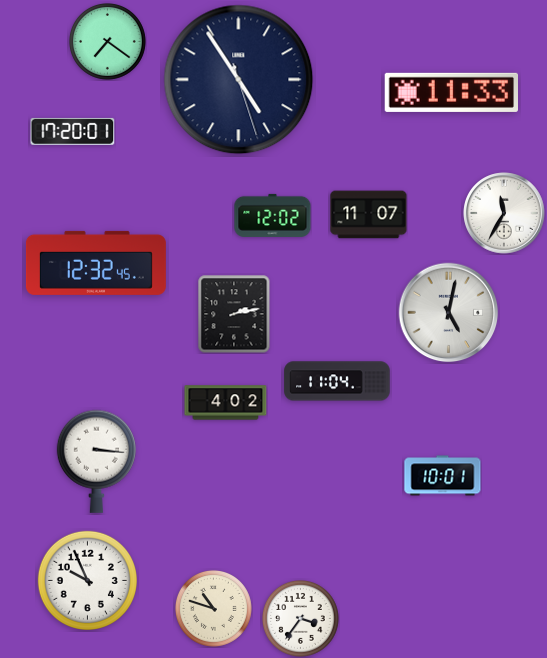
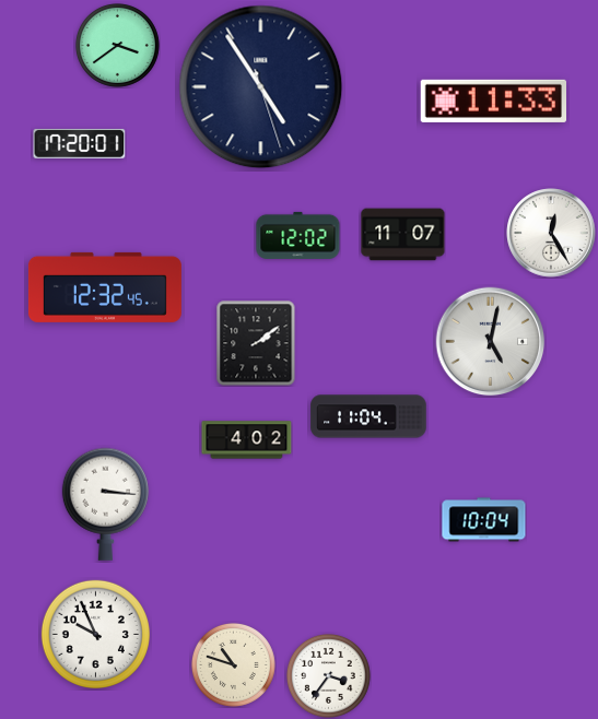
clock at (107, 41): 7:21 -> 3:39
clock at (504, 213): 11:35 -> 12:25
clock at (234, 314): 2:13 -> 2:09
clock at (443, 476): 10:01 -> 10:04
